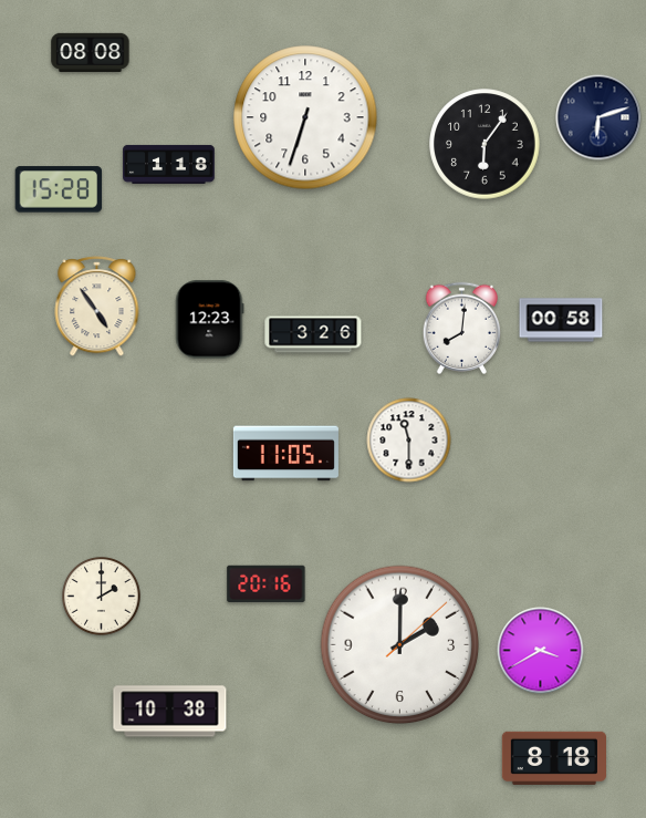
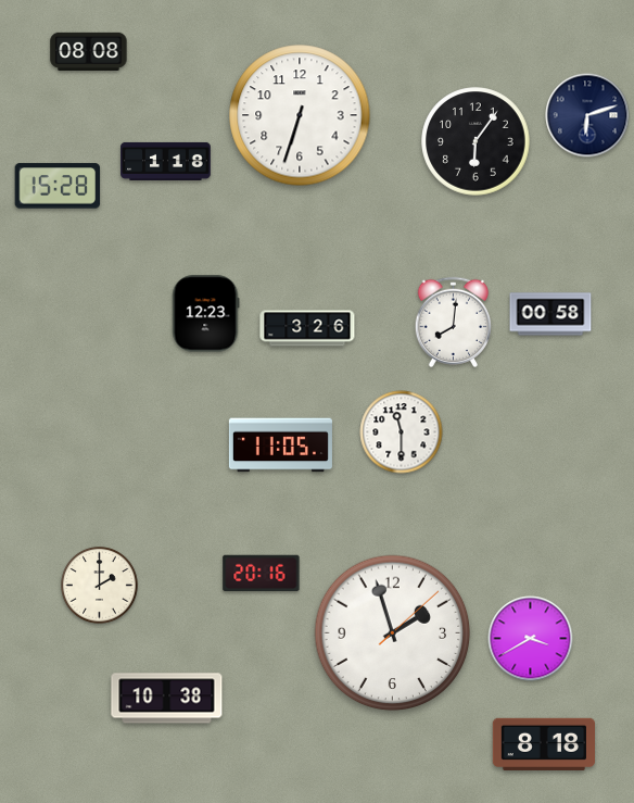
clock at (97, 307): 4:54 -> none
clock at (400, 645): 2:00 -> 1:57
